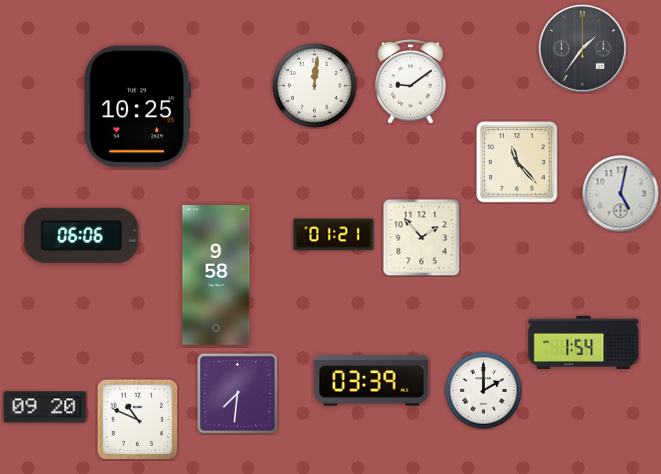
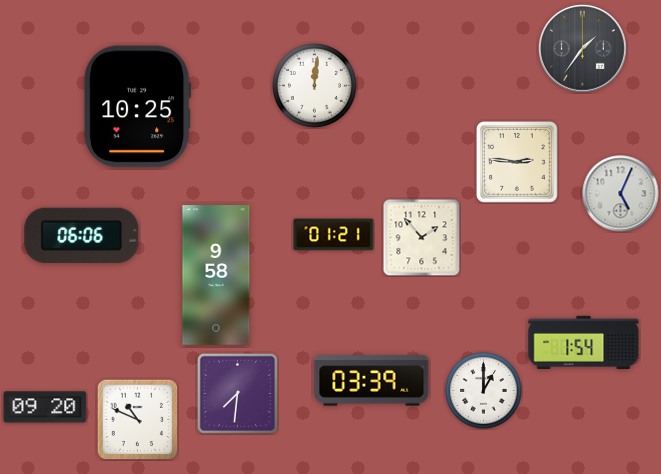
clock at (411, 82): 9:09 -> none
clock at (518, 163): 11:23 -> 2:46
clock at (621, 194): 5:02 -> 5:04
clock at (484, 391): 2:00 -> 1:00
